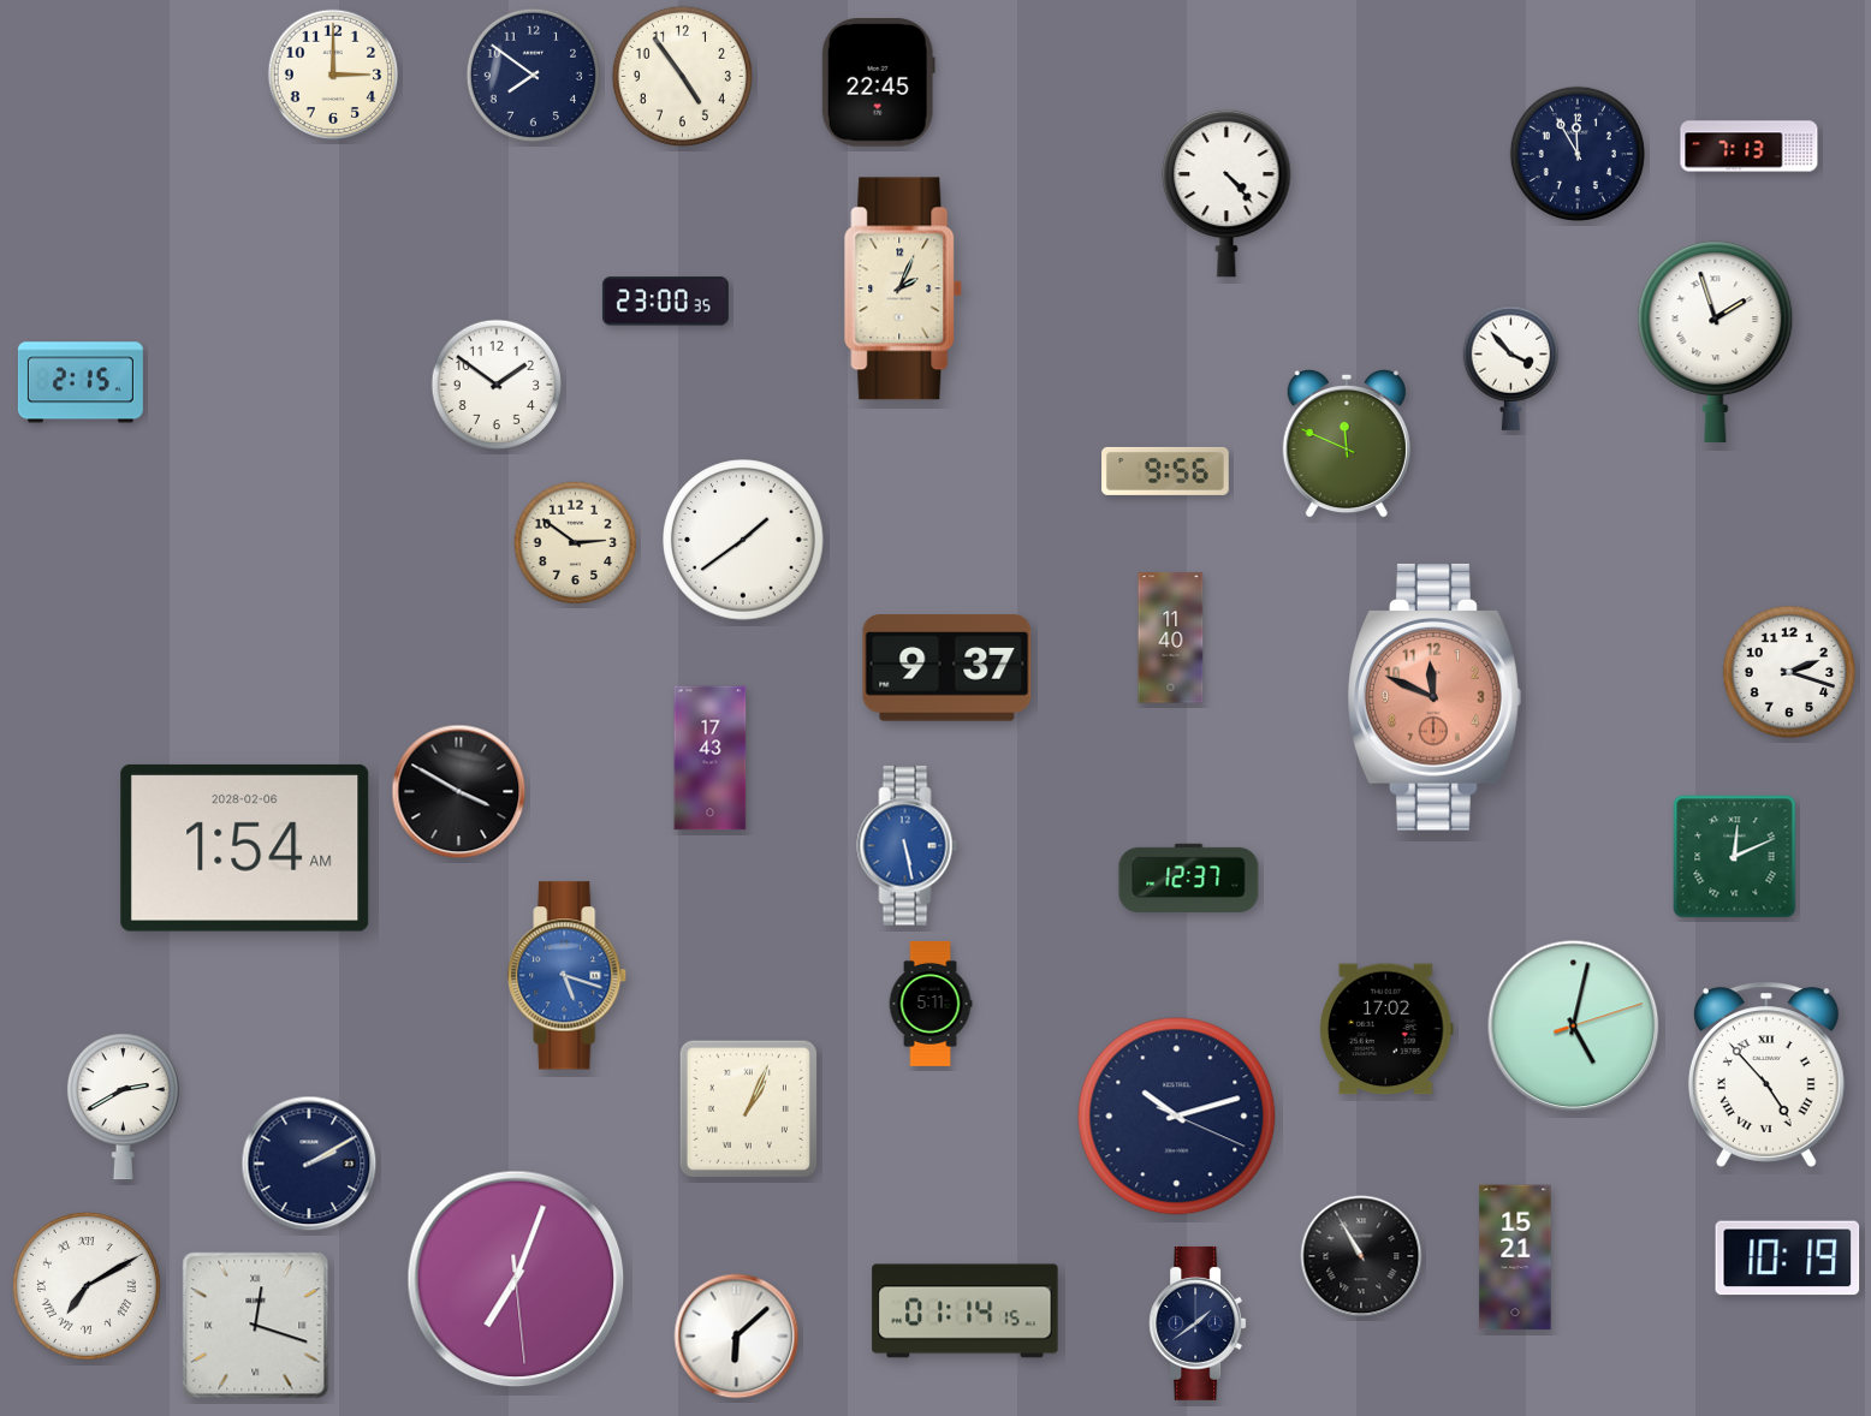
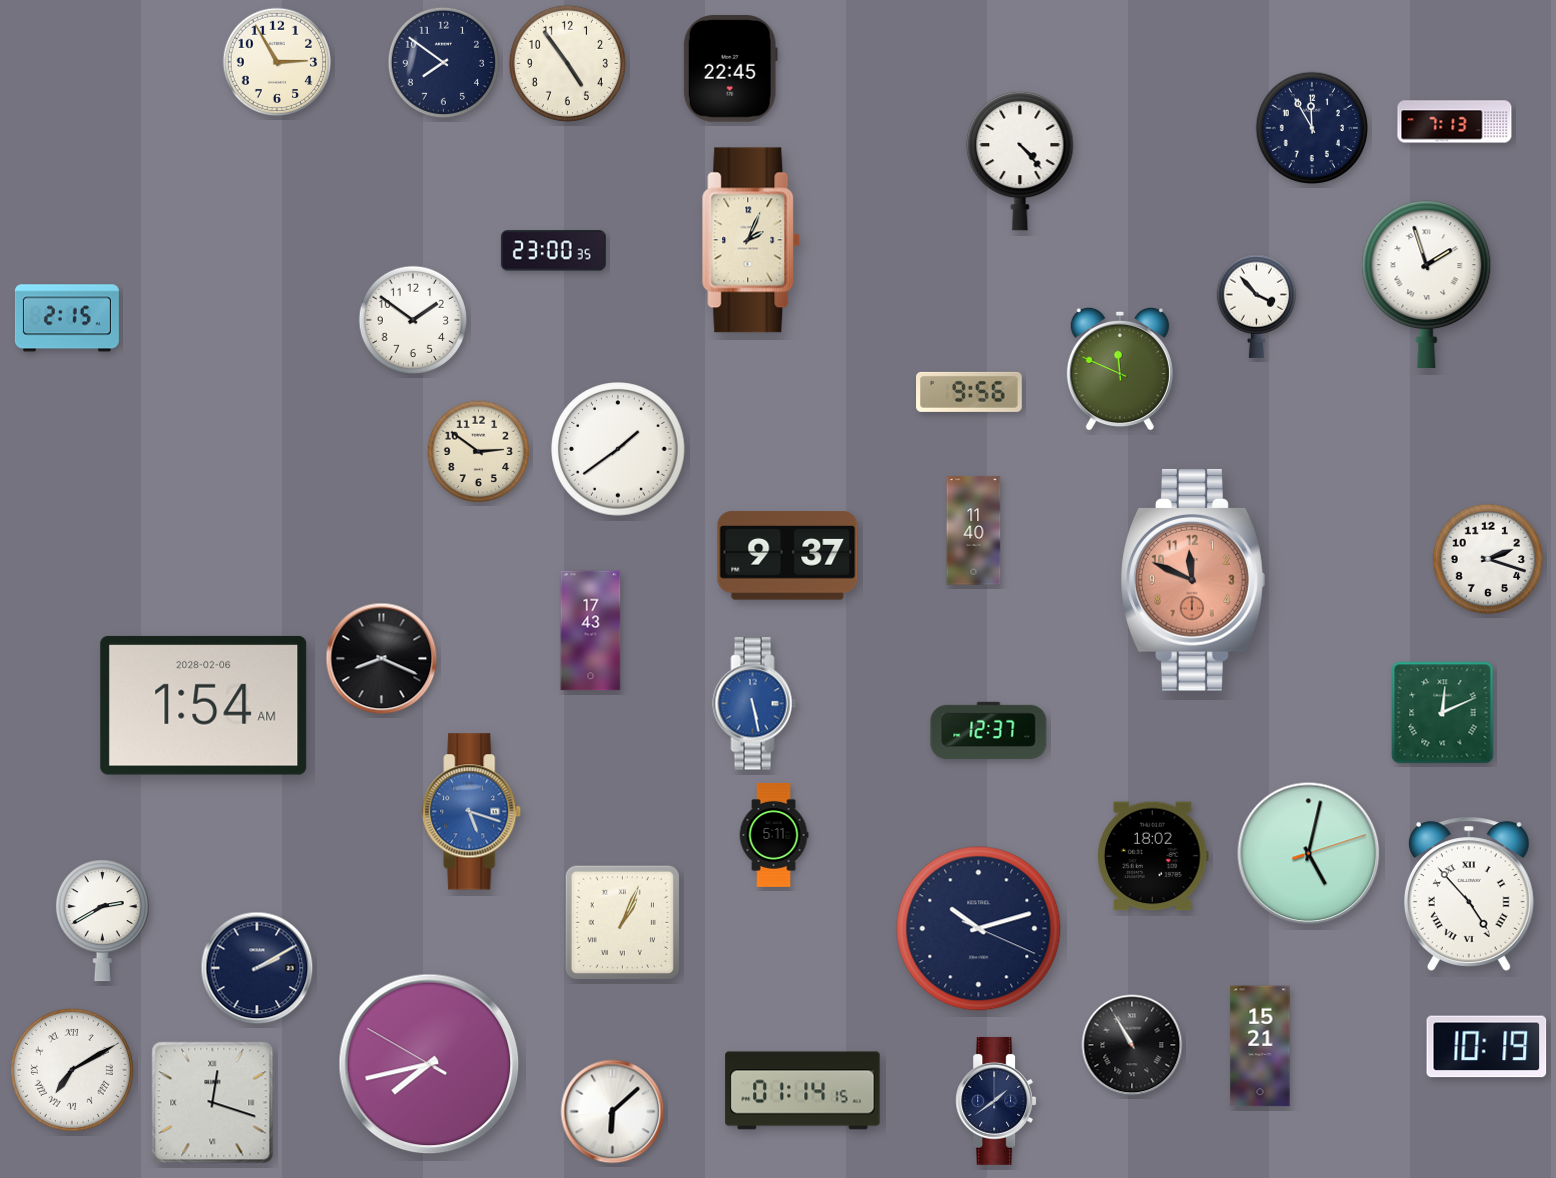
clock at (333, 75): 3:00 -> 2:55
clock at (459, 792): 3:50 -> 8:19
clock at (1386, 1029): 17:02 -> 18:02
clock at (516, 1279): 7:03 -> 7:42
